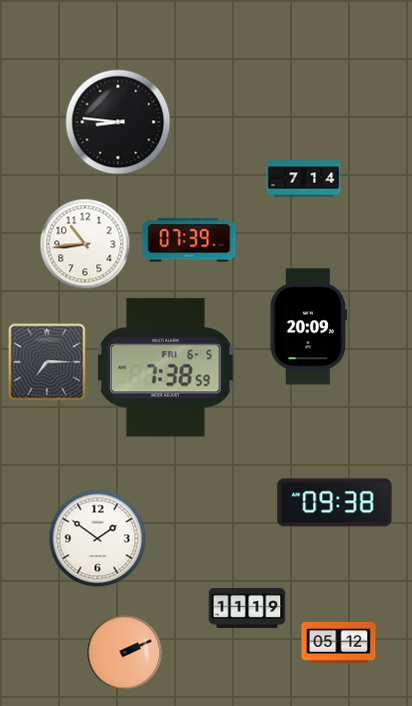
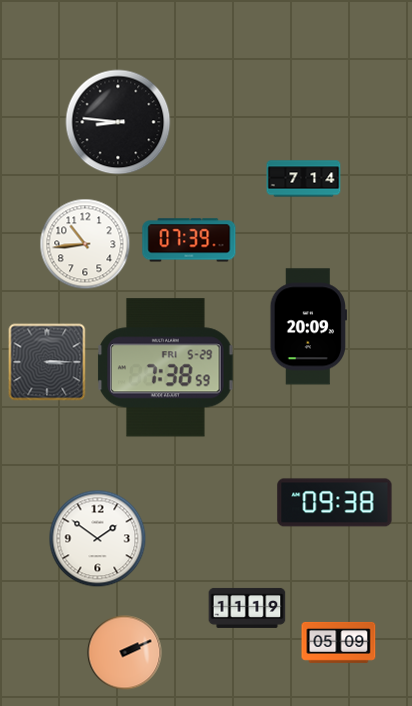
clock at (47, 362): 7:15 -> 3:15
clock at (166, 368) date: FRI 6-5 -> FRI 5-29
clock at (339, 642): 05:12 -> 05:09
